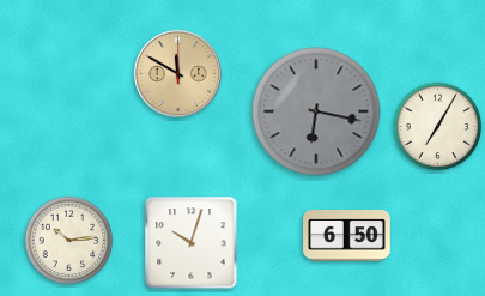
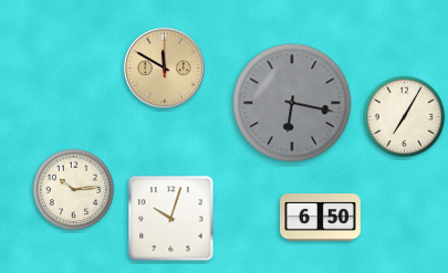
clock at (69, 241) position: (69, 241) -> (74, 190)
clock at (192, 243) position: (192, 243) -> (171, 219)
